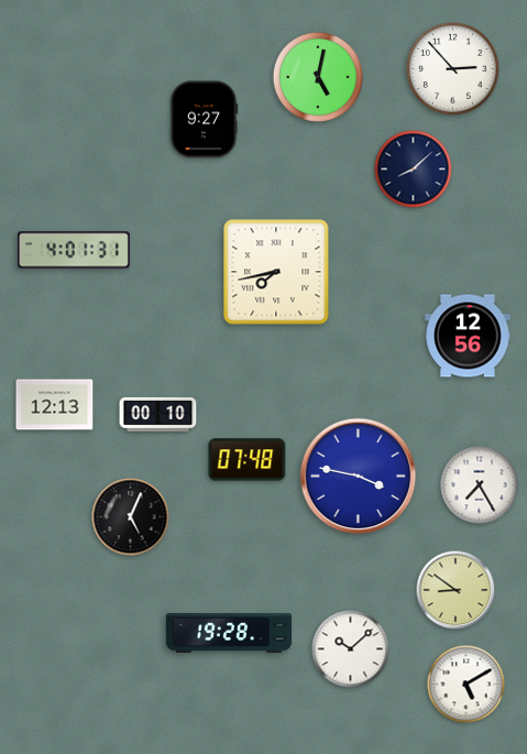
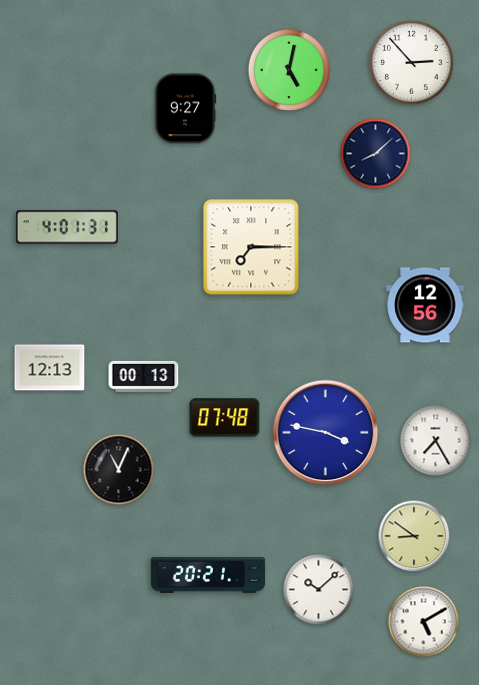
clock at (276, 272): 7:43 -> 7:15
clock at (158, 414): 00:10 -> 00:13
clock at (131, 517): 5:04 -> 11:04
clock at (229, 633): 19:28 -> 20:21
